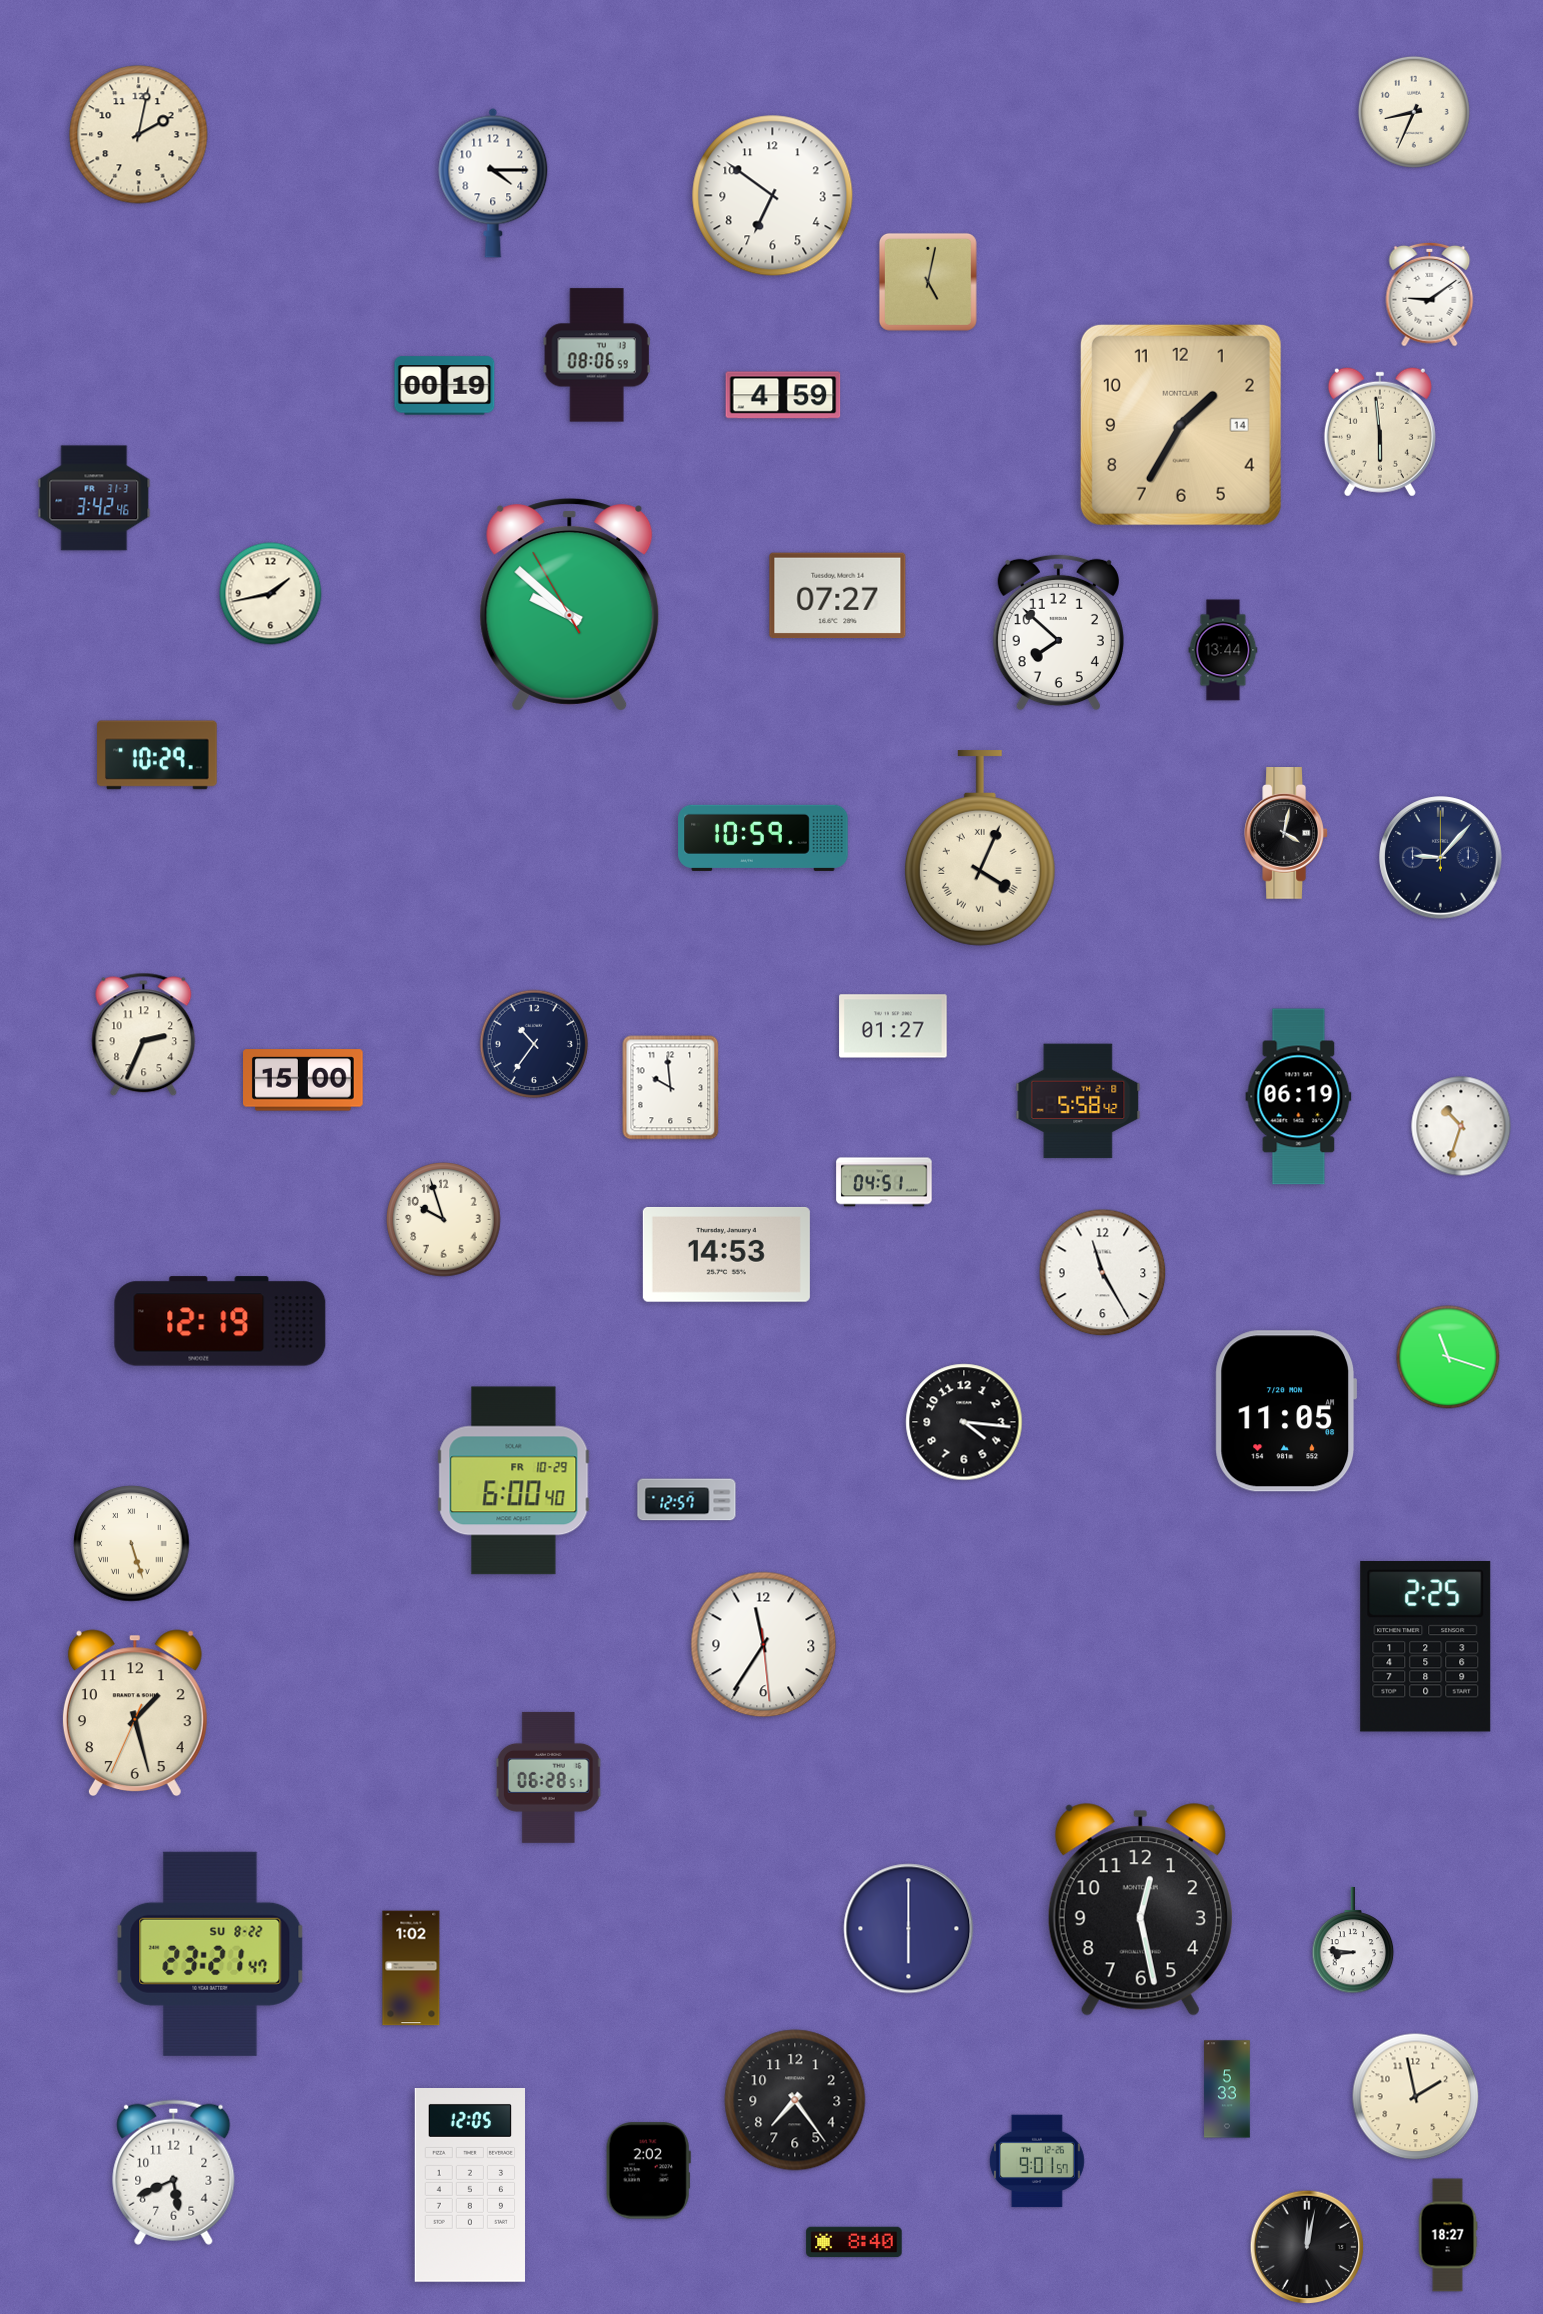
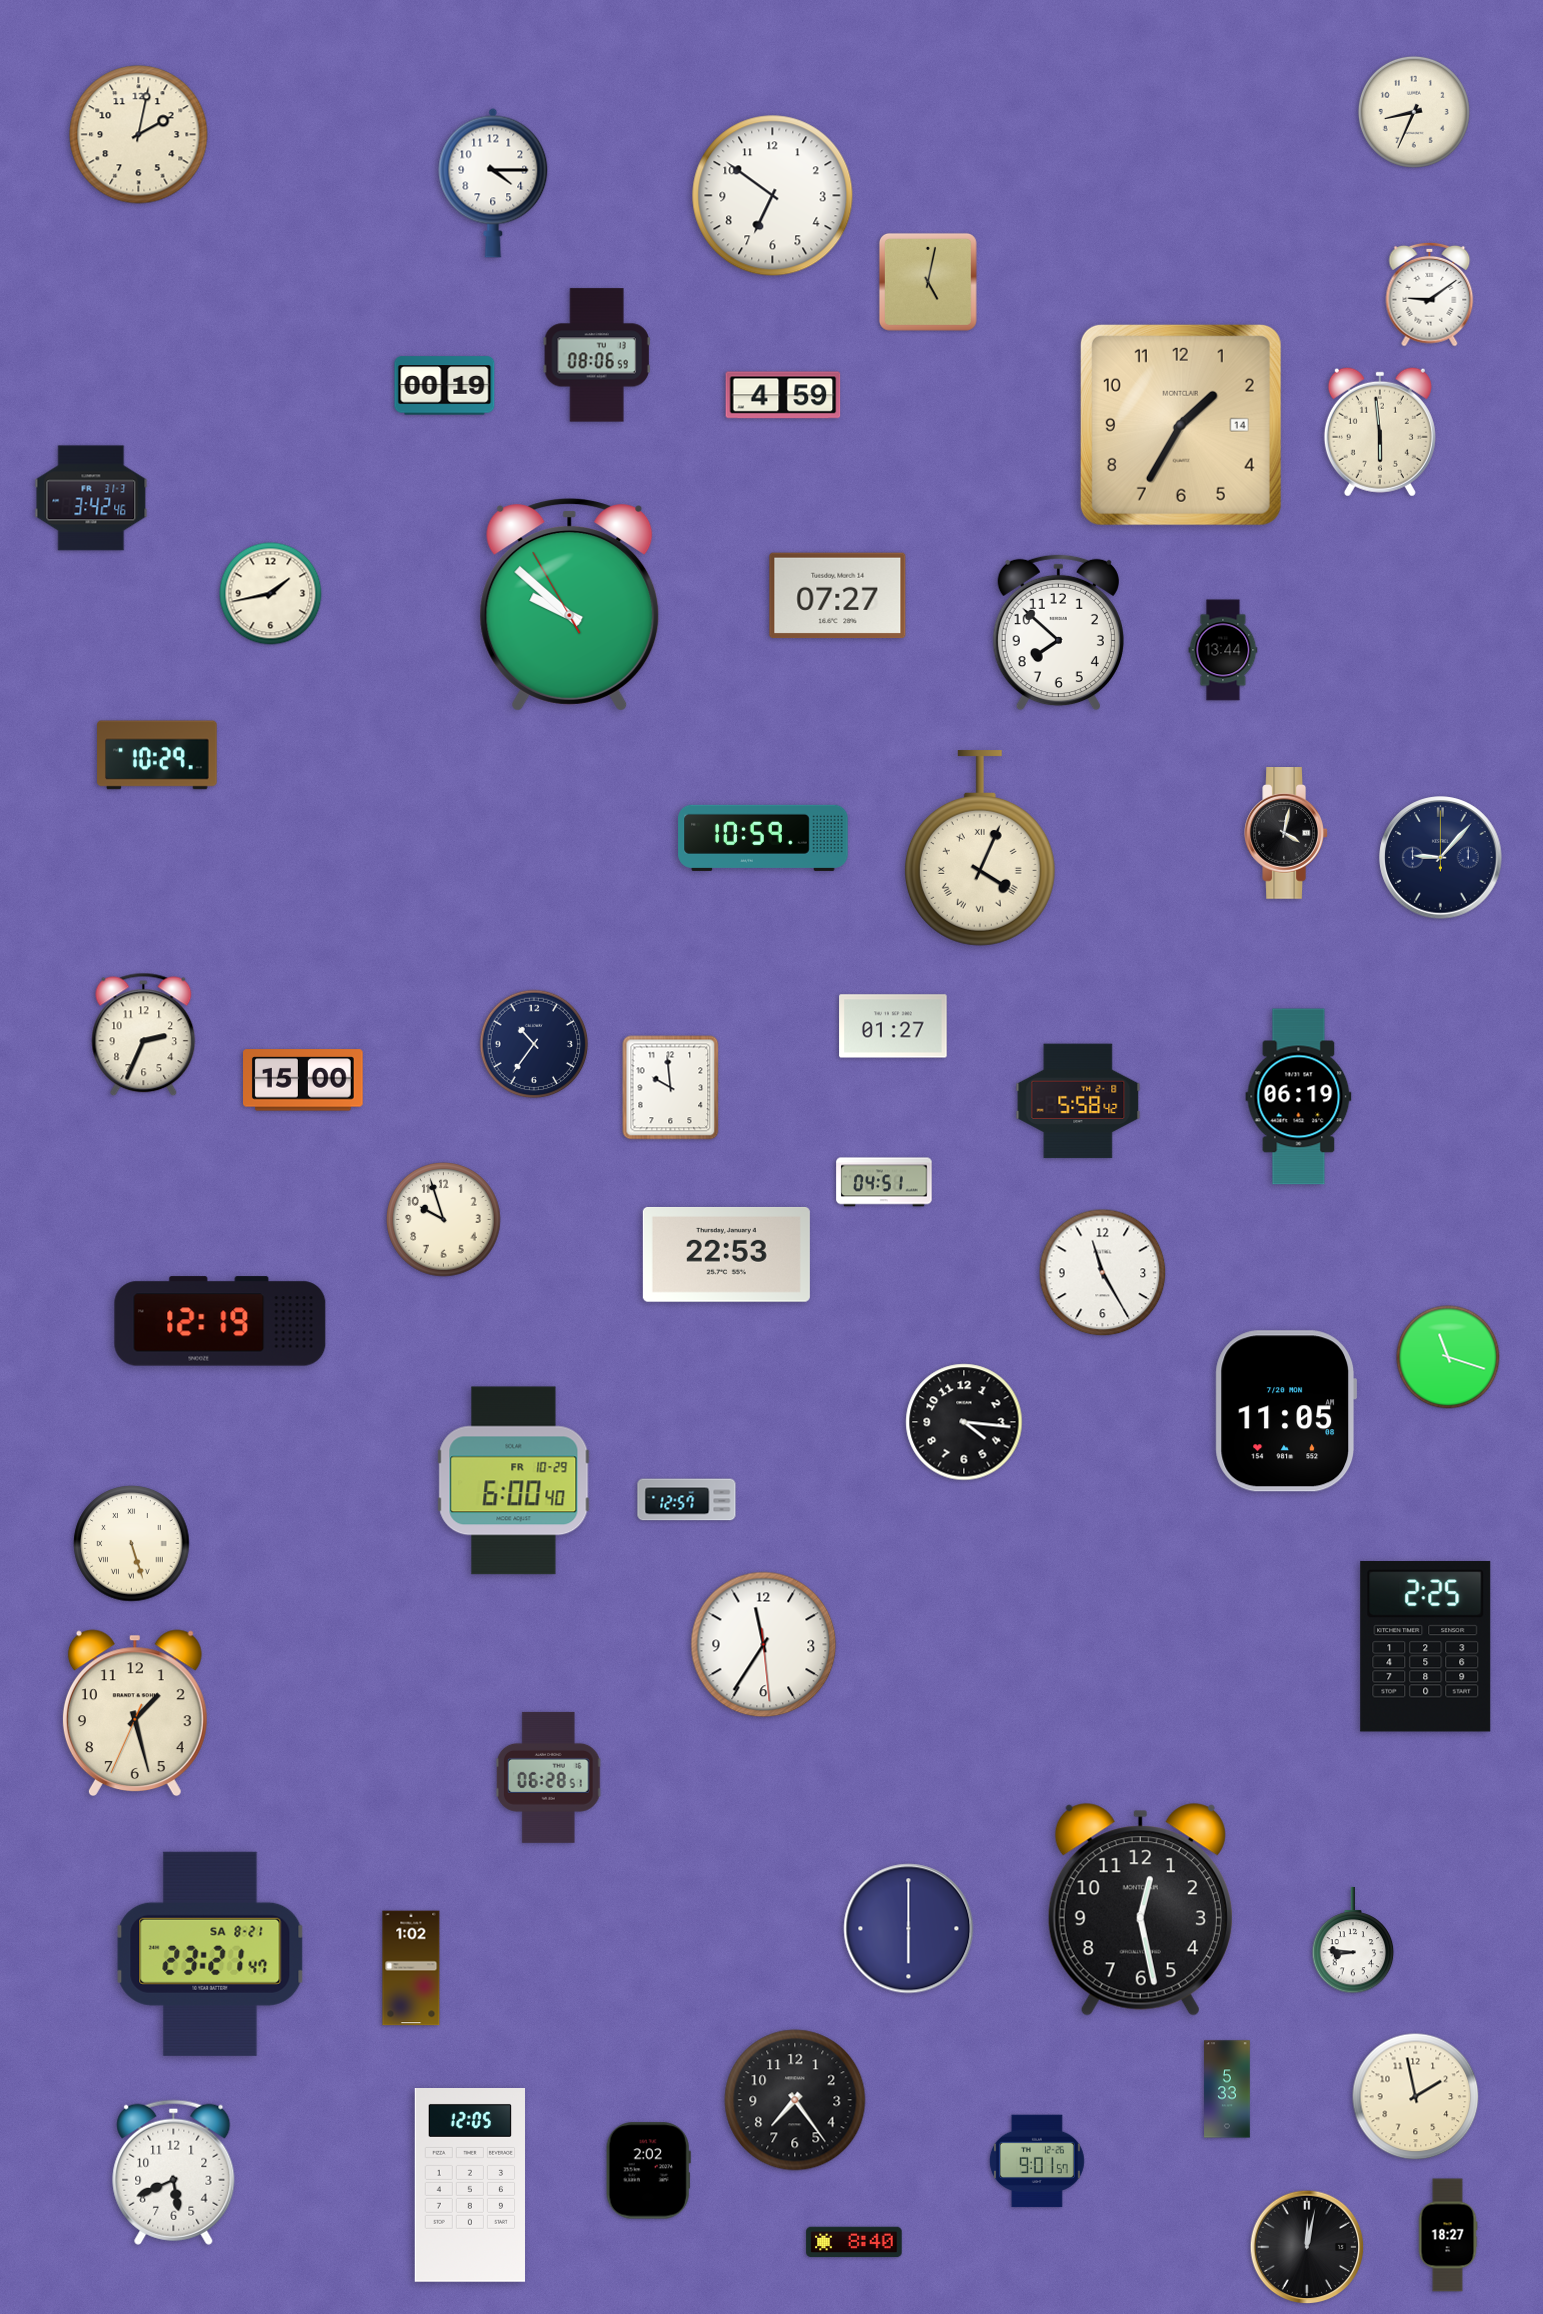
clock at (94, 498) position: (94, 498) -> (91, 498)
clock at (1461, 1126): 10:33 -> none
clock at (726, 1254): 14:53 -> 22:53
clock at (210, 1954) date: SU 8-22 -> SA 8-21
